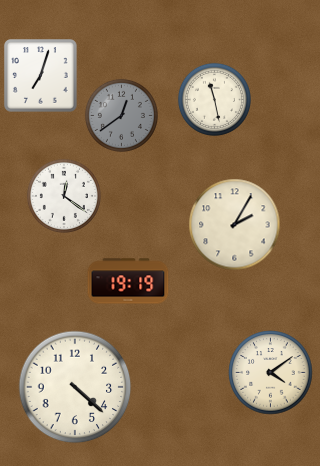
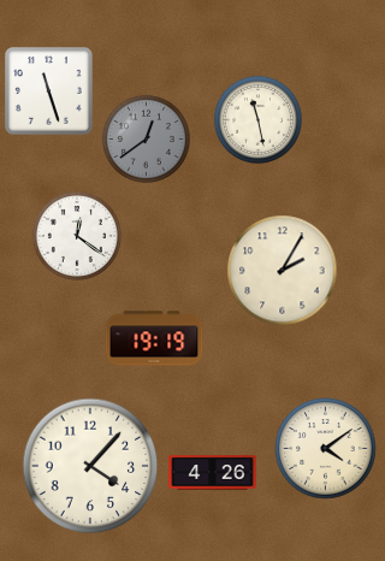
clock at (41, 76): 7:03 -> 11:27
clock at (75, 387): 4:22 -> 4:07
clock at (213, 473): none -> 4:26
